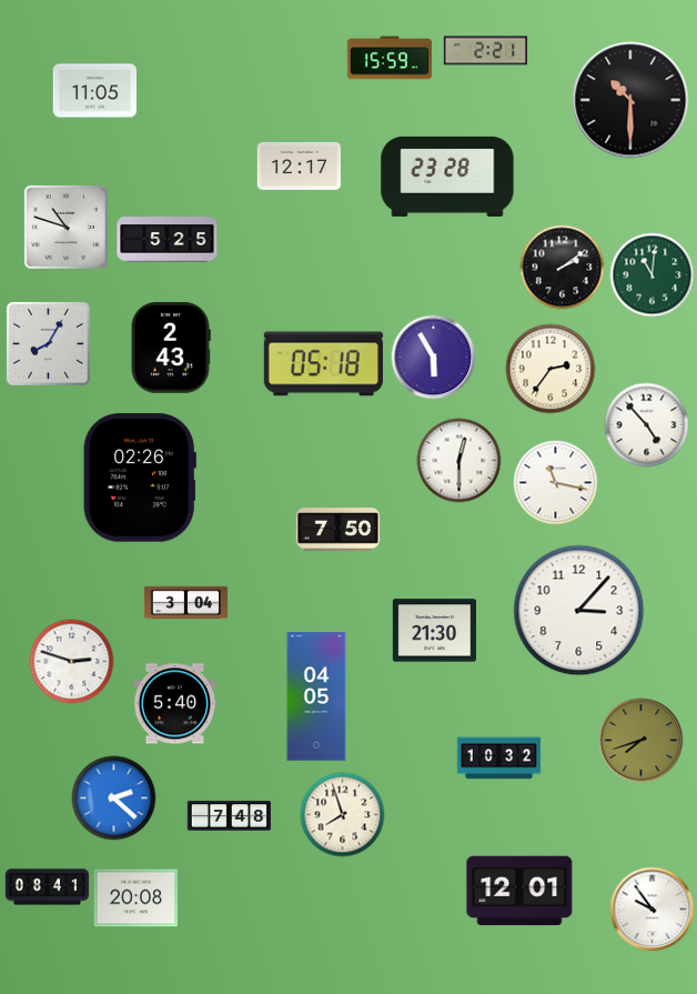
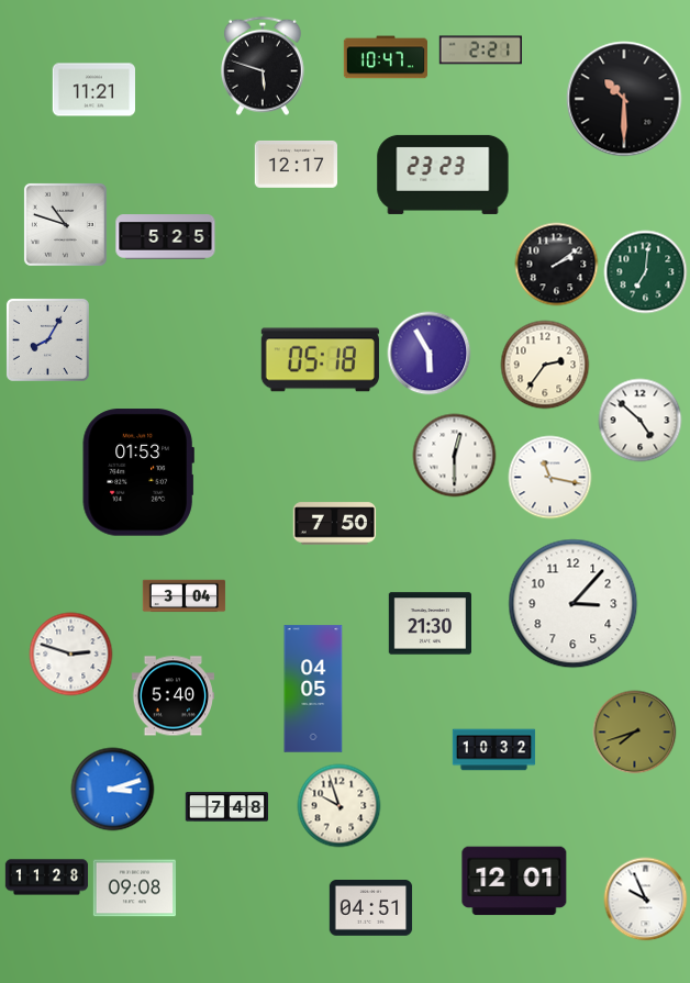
clock at (390, 58): 15:59 -> 10:47
clock at (263, 66): none -> 5:48
clock at (94, 91): 11:05 -> 11:21
clock at (447, 177): 23:28 -> 23:23
clock at (653, 275): 11:01 -> 7:01
clock at (172, 348): 2:43 -> none
clock at (647, 425): 4:53 -> 4:52
clock at (140, 478): 02:26 -> 01:53
clock at (114, 799): 2:22 -> 3:12
clock at (343, 815): 7:57 -> 9:57
clock at (48, 887): 08:41 -> 11:28
clock at (135, 898): 20:08 -> 09:08
clock at (653, 910): 9:54 -> 9:56
clock at (371, 908): none -> 04:51
